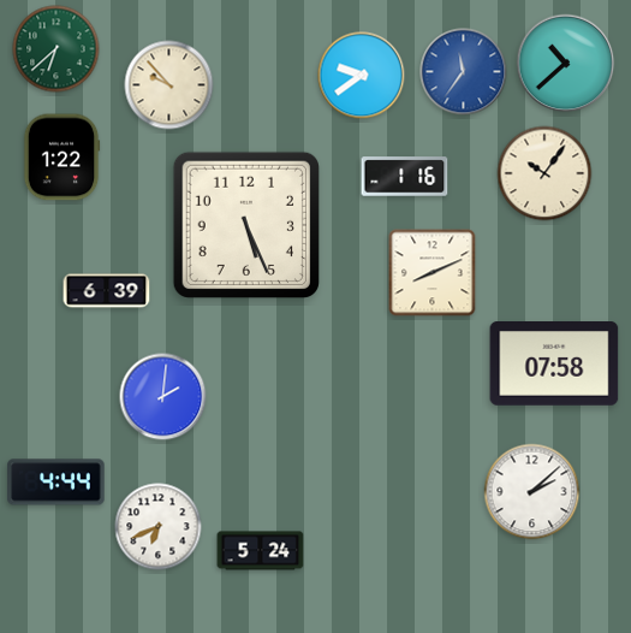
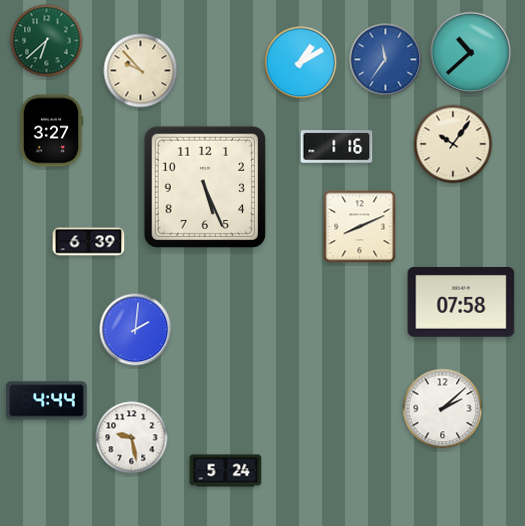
clock at (362, 76): 9:39 -> 1:10
clock at (61, 158): 1:22 -> 3:27
clock at (159, 527): 6:41 -> 9:28
clock at (261, 551) position: (261, 551) -> (226, 471)
